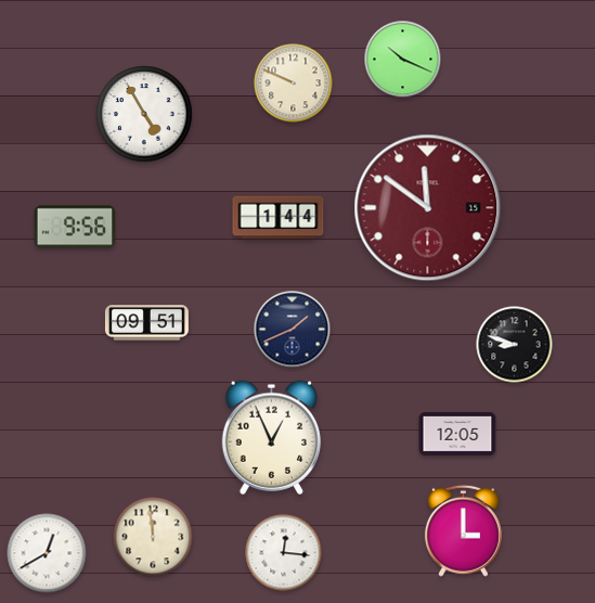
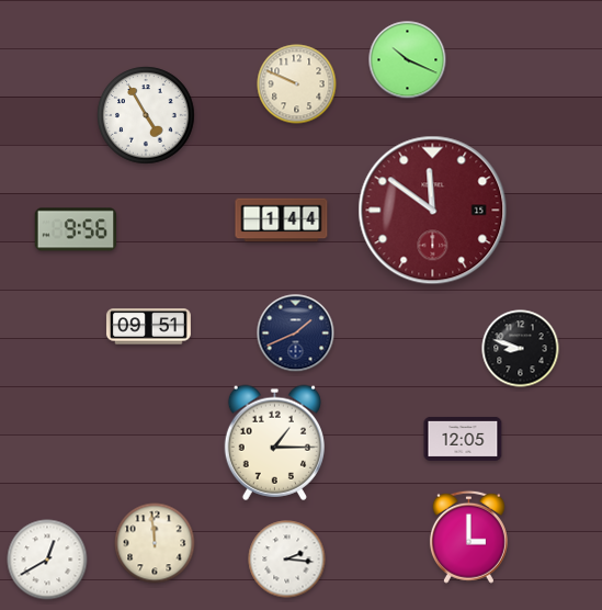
clock at (271, 437): 12:56 -> 1:15
clock at (284, 553): 12:16 -> 2:16
